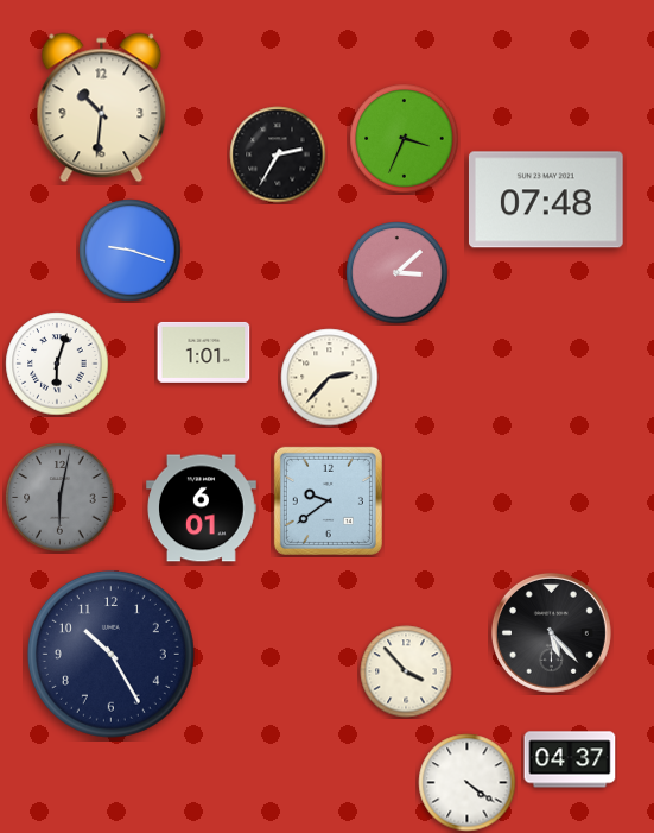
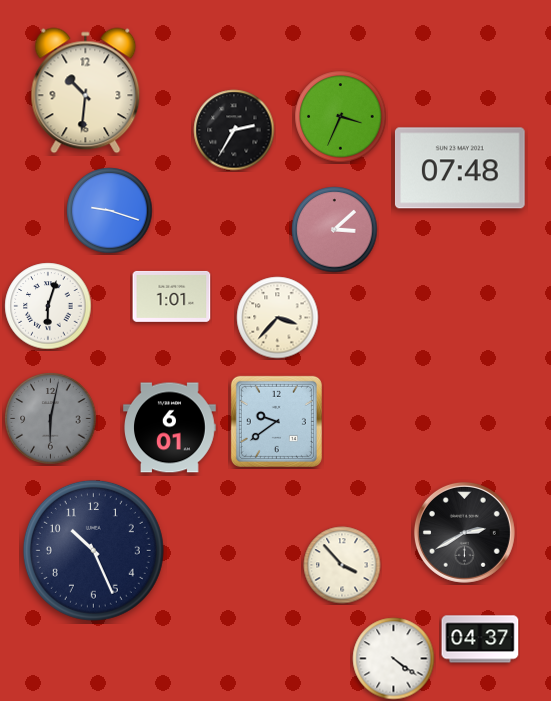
clock at (330, 378): 2:37 -> 3:37
clock at (551, 632): 5:23 -> 2:40
clock at (110, 654): 10:25 -> 10:26
